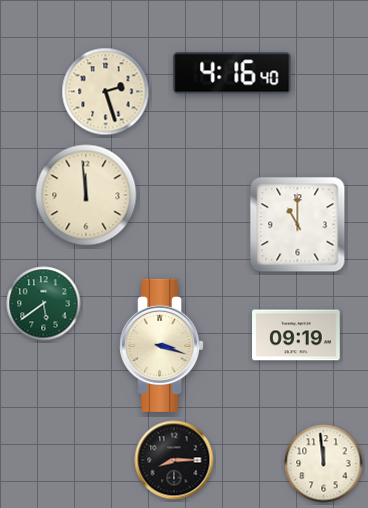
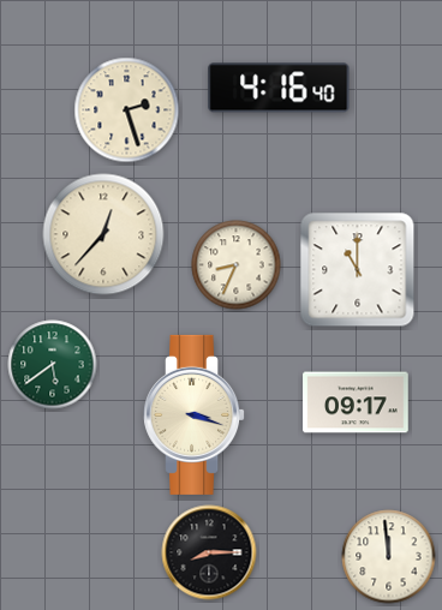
clock at (86, 195): 11:59 -> 12:37
clock at (237, 265): none -> 8:34
clock at (296, 335): 09:19 -> 09:17
